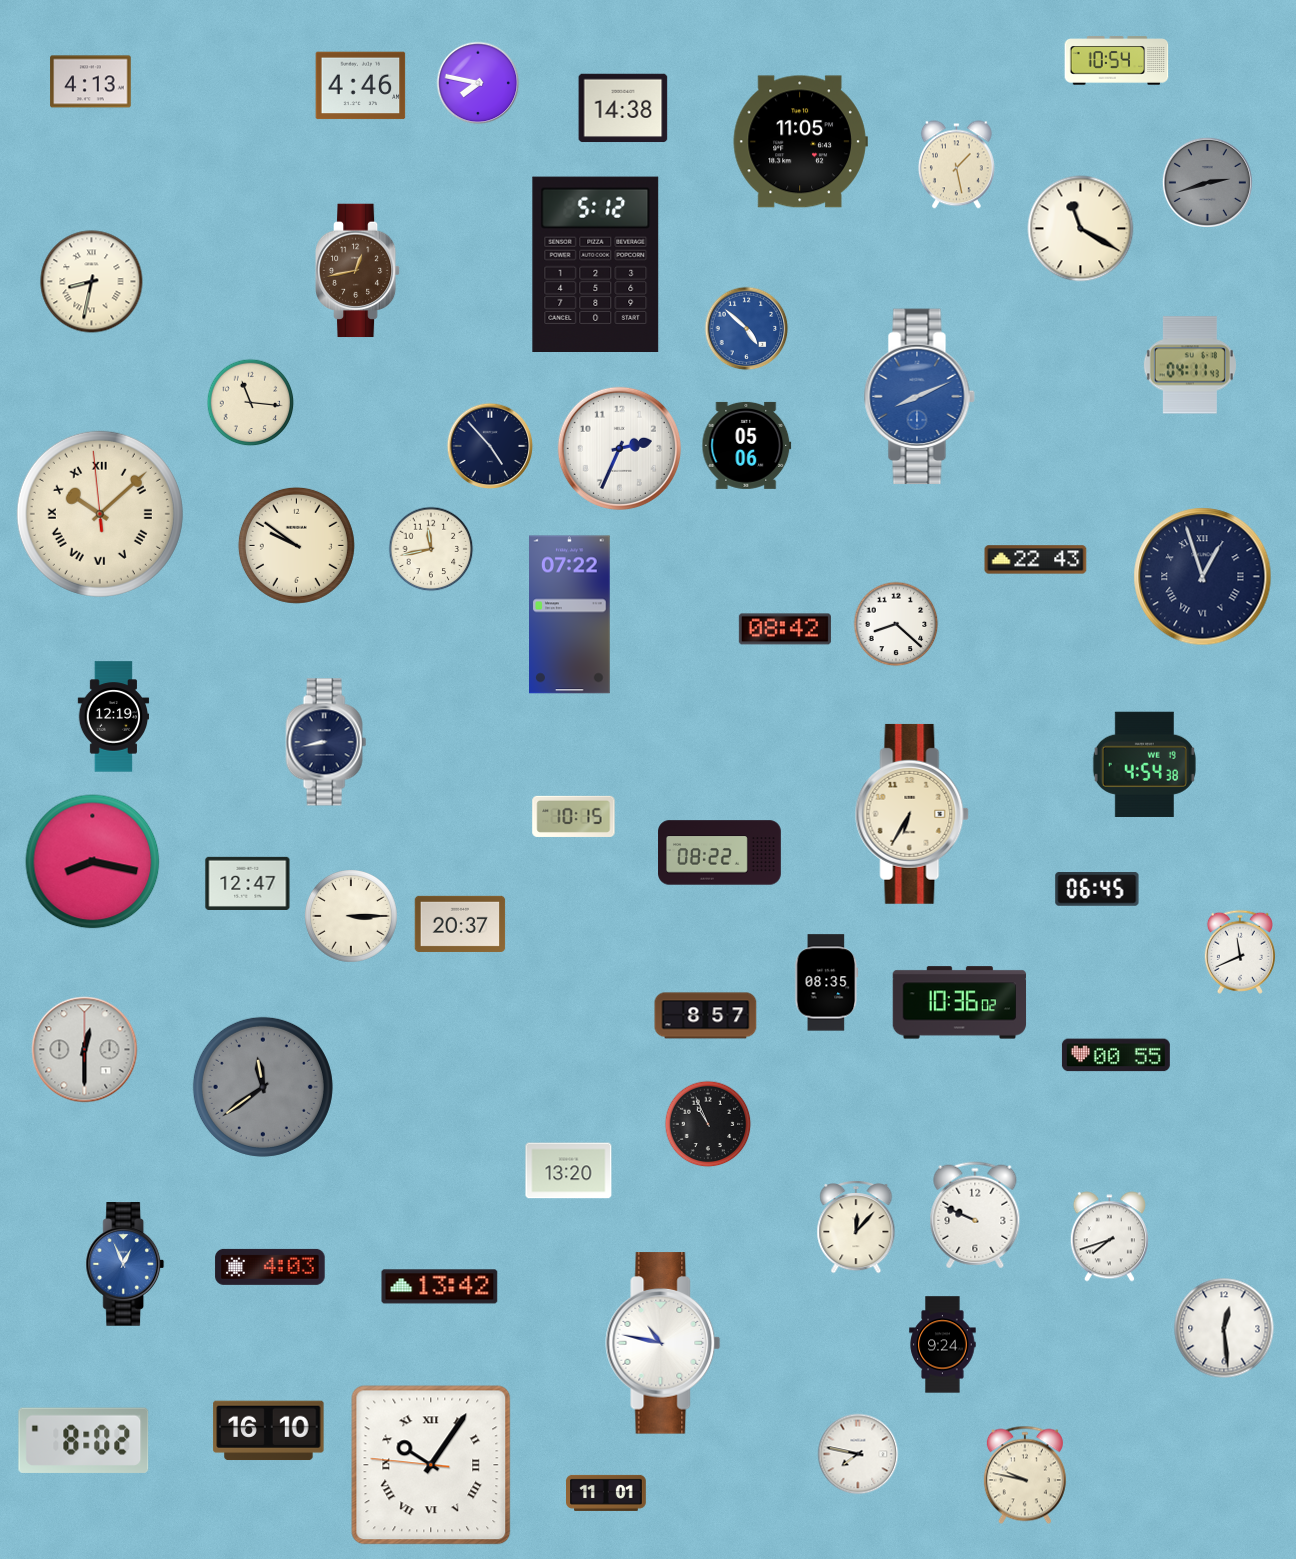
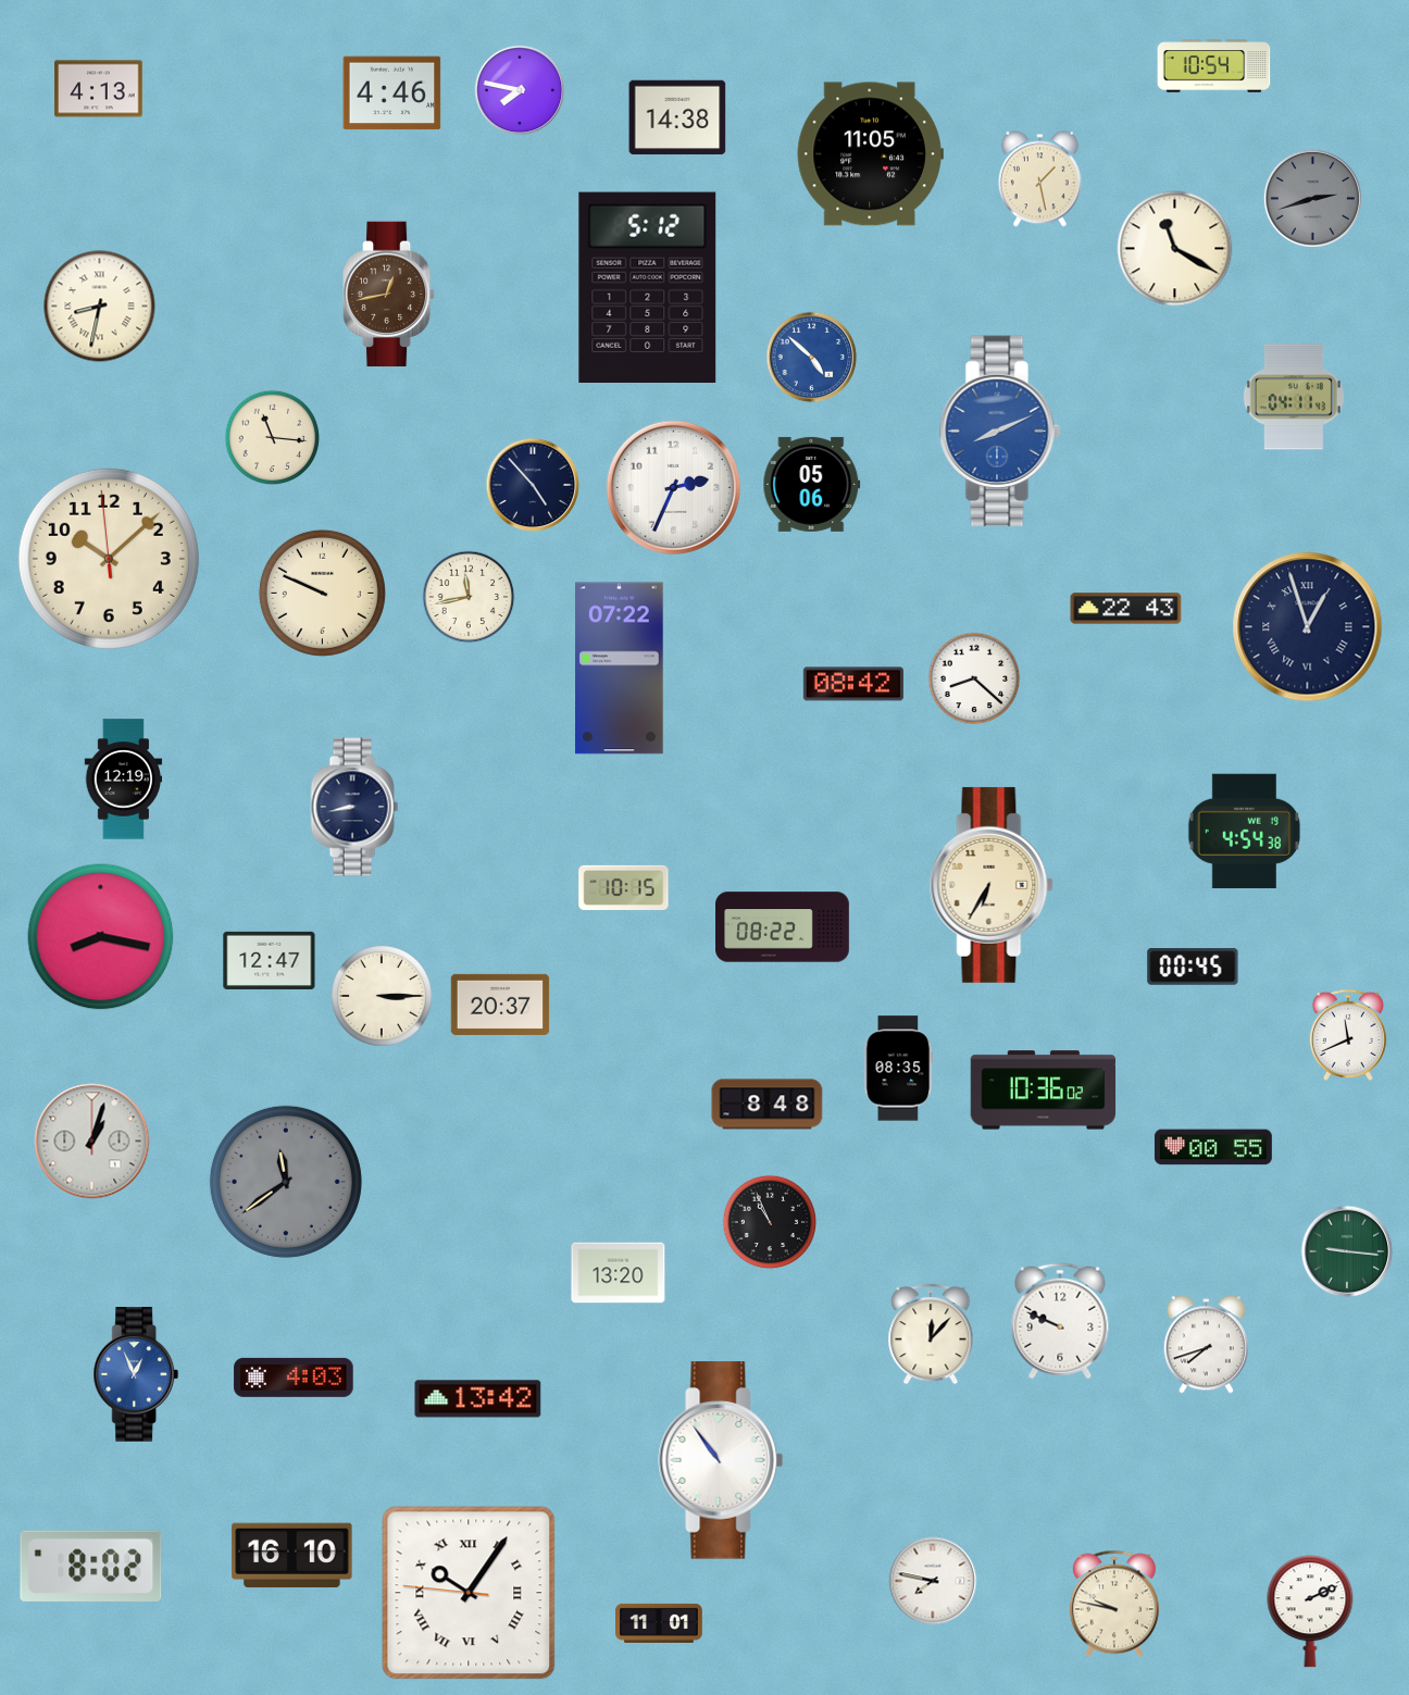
clock at (100, 514) numerals: Roman -> Arabic
clock at (296, 545): 9:51 -> 9:49
clock at (1097, 889): 06:45 -> 00:45
clock at (706, 1016): 8:57 -> 8:48
clock at (85, 1050): 12:30 -> 1:03
clock at (1347, 1251): none -> 9:16
clock at (1224, 1328): 12:29 -> none
clock at (663, 1343): 10:47 -> 10:54
clock at (943, 1345): 9:24 -> none
clock at (1310, 1611): none -> 2:11
